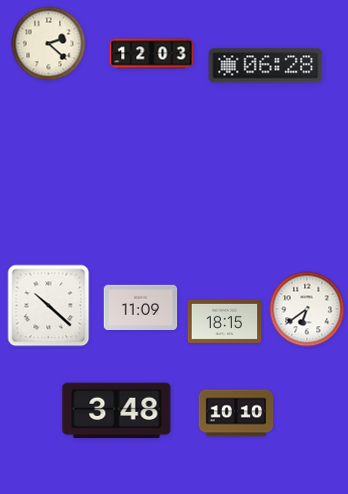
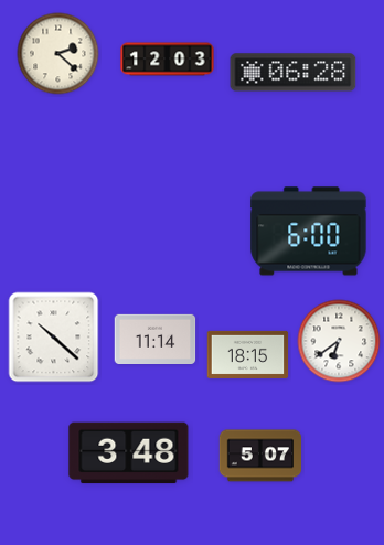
clock at (49, 44) position: (49, 44) -> (58, 54)
clock at (309, 232): none -> 6:00
clock at (141, 307): 11:09 -> 11:14
clock at (236, 413): 10:10 -> 5:07
